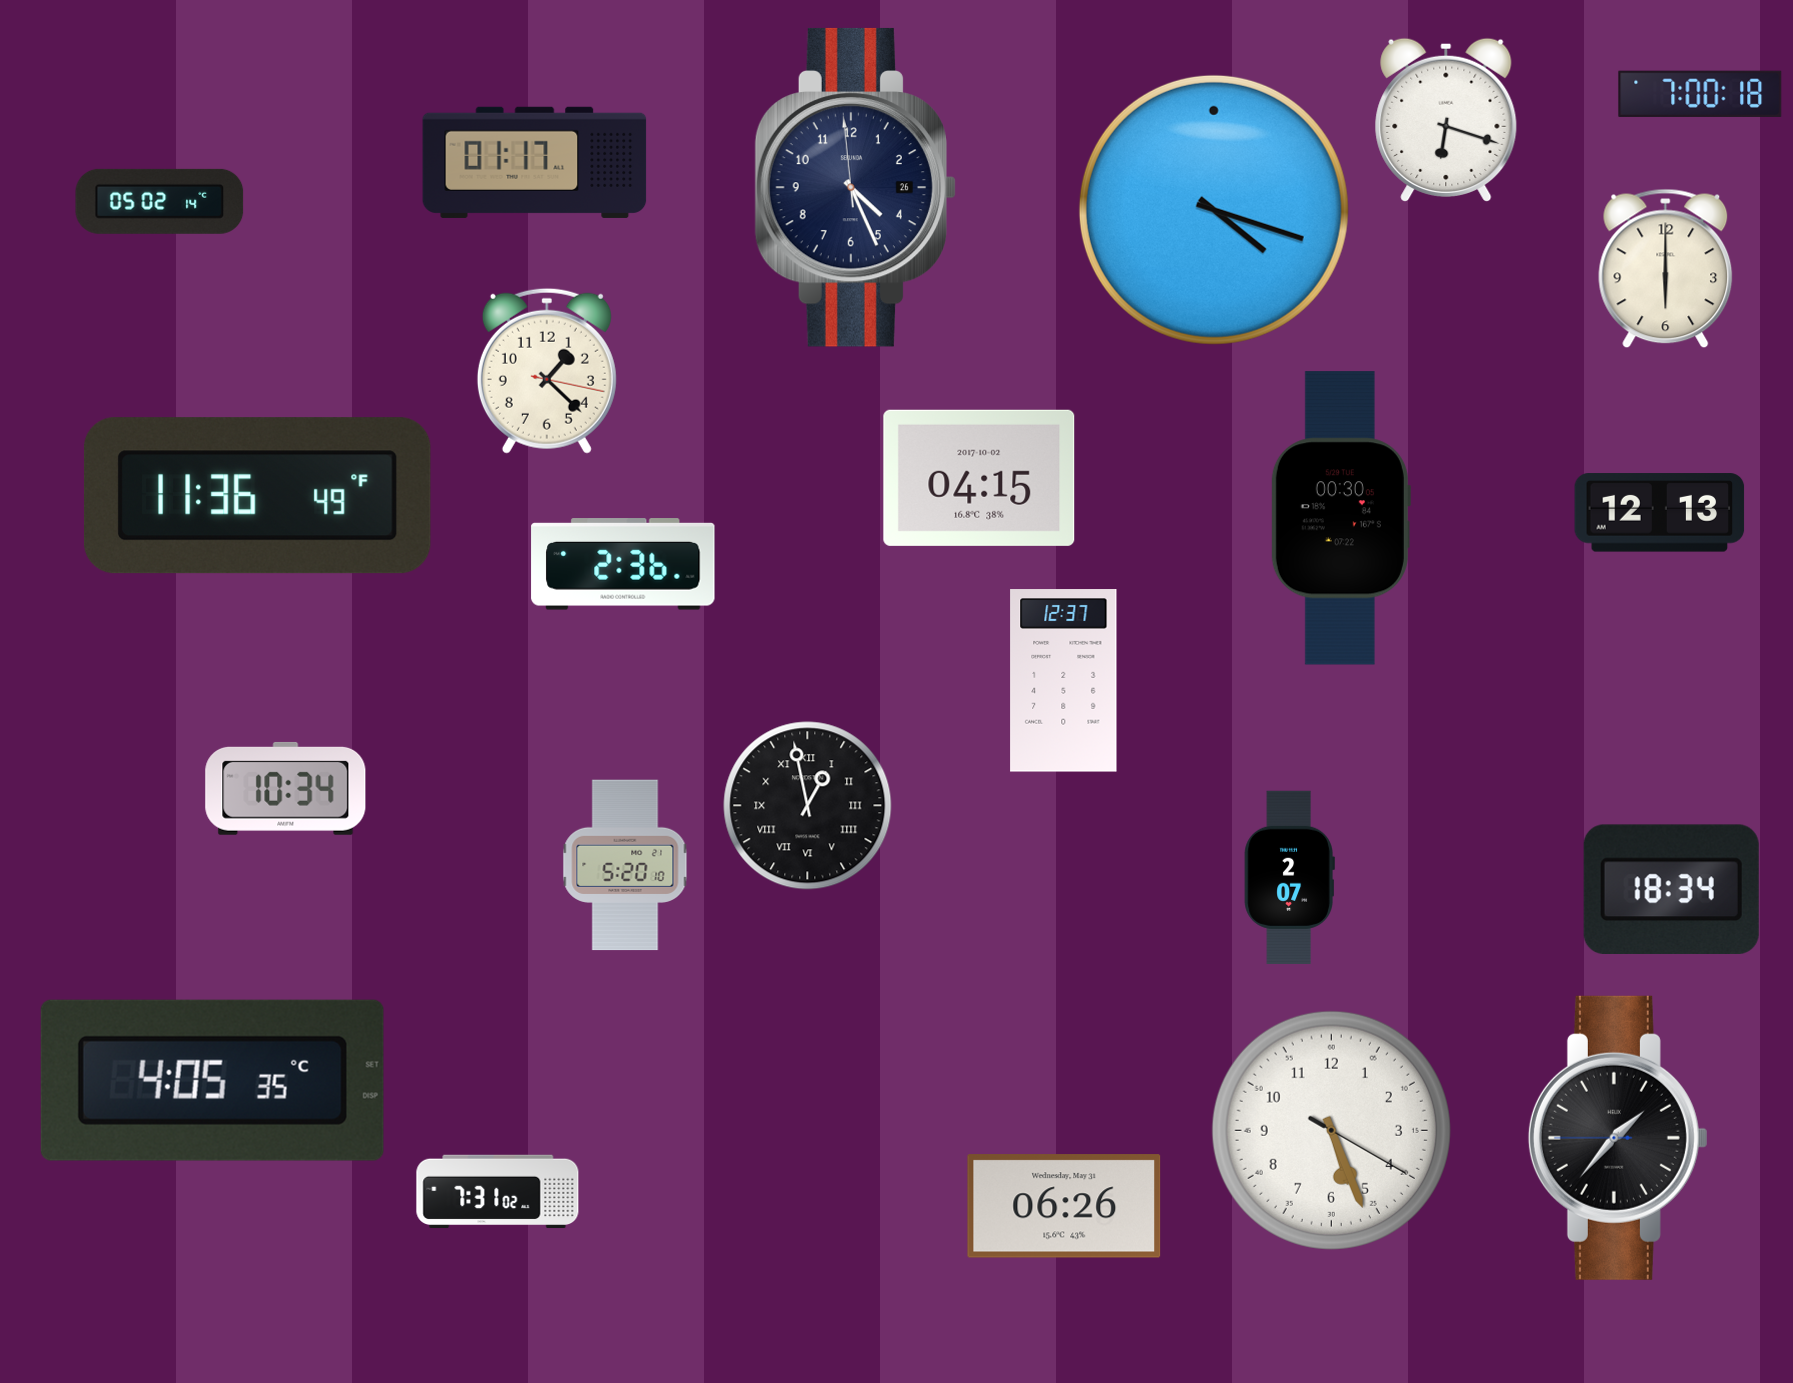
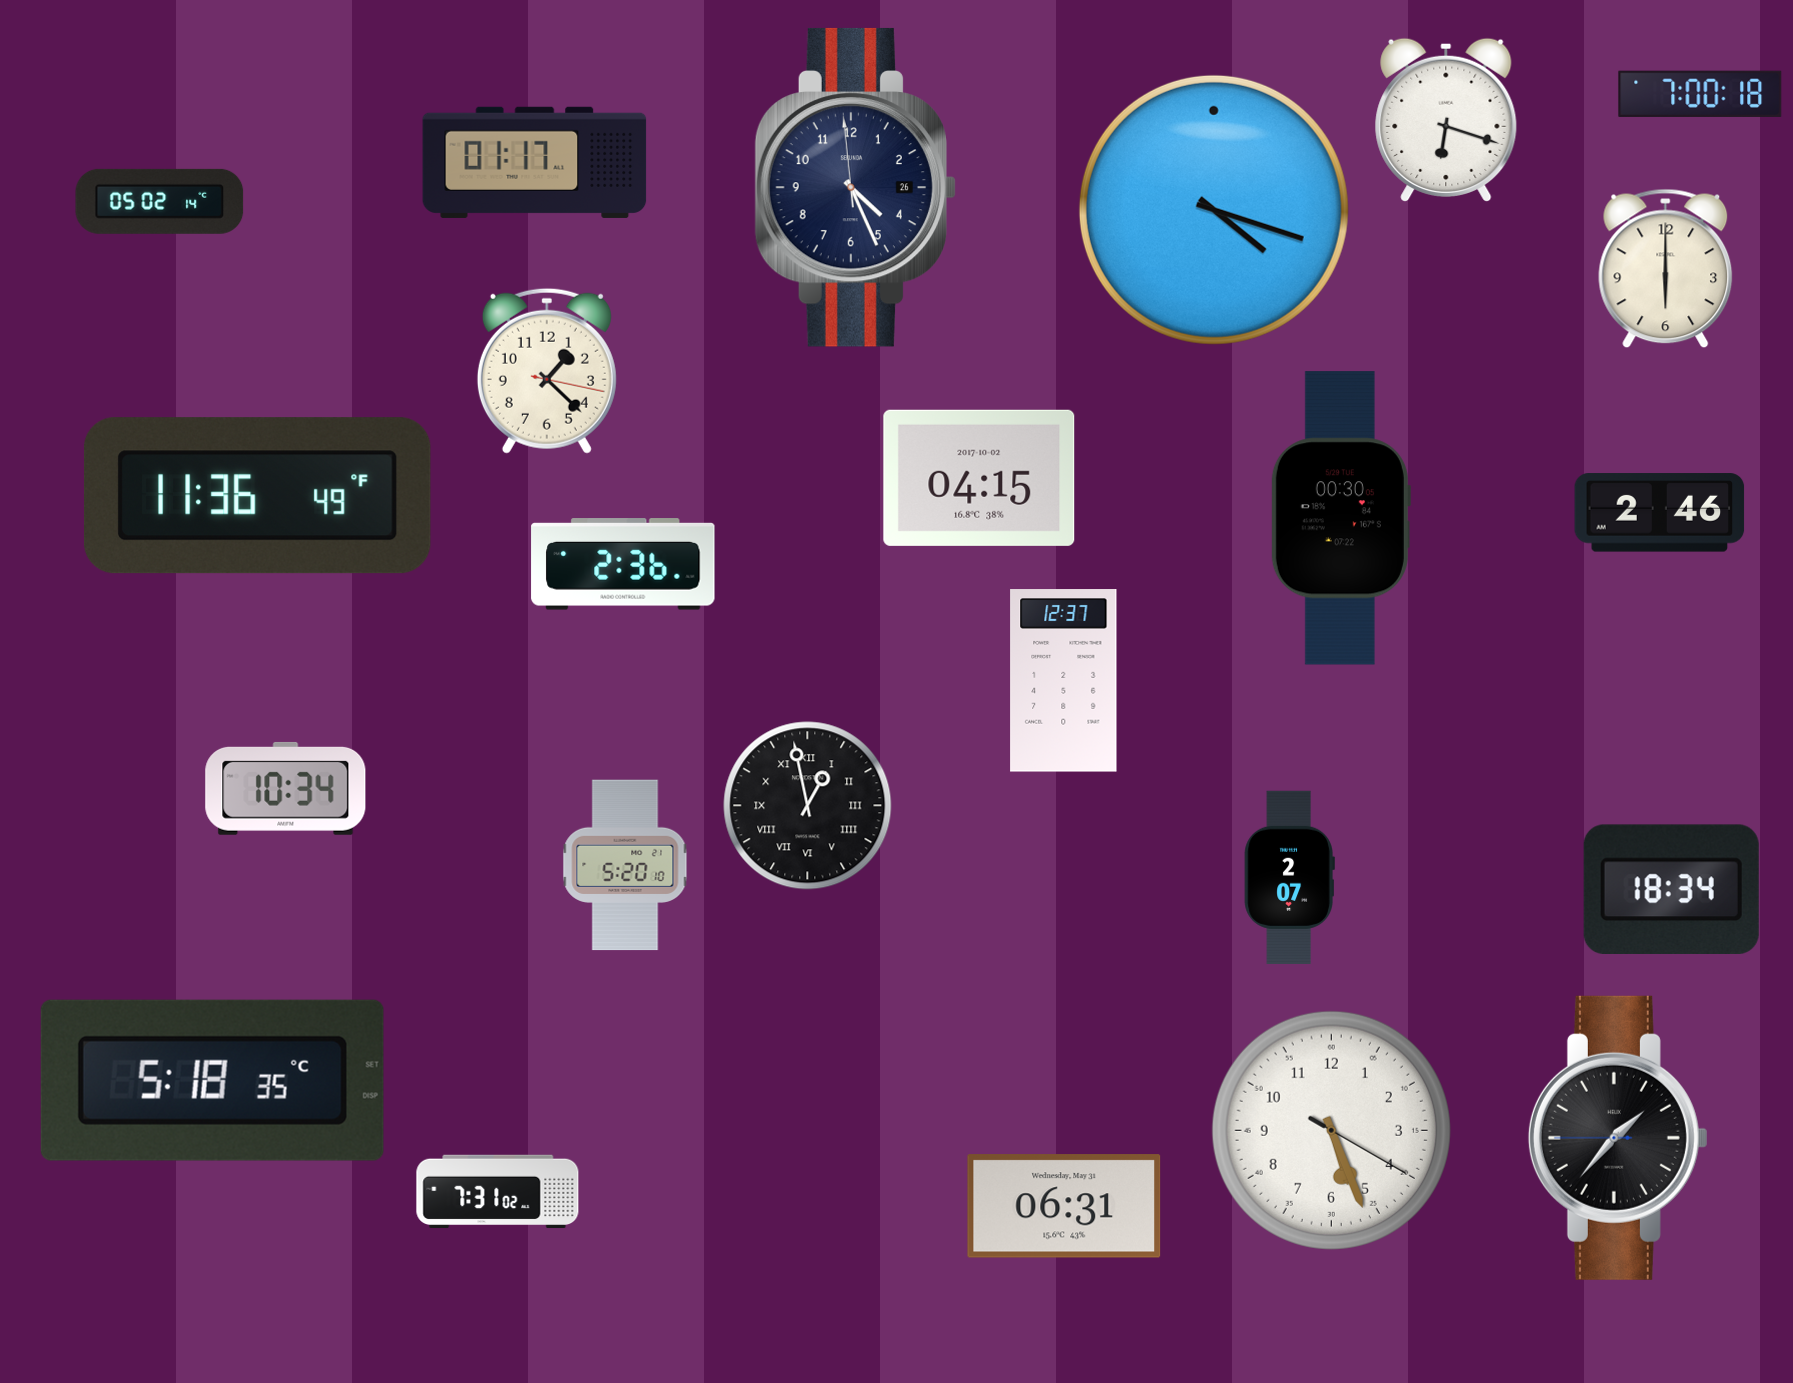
clock at (1660, 513): 12:13 -> 2:46
clock at (212, 1080): 4:05 -> 5:18
clock at (1064, 1206): 06:26 -> 06:31
